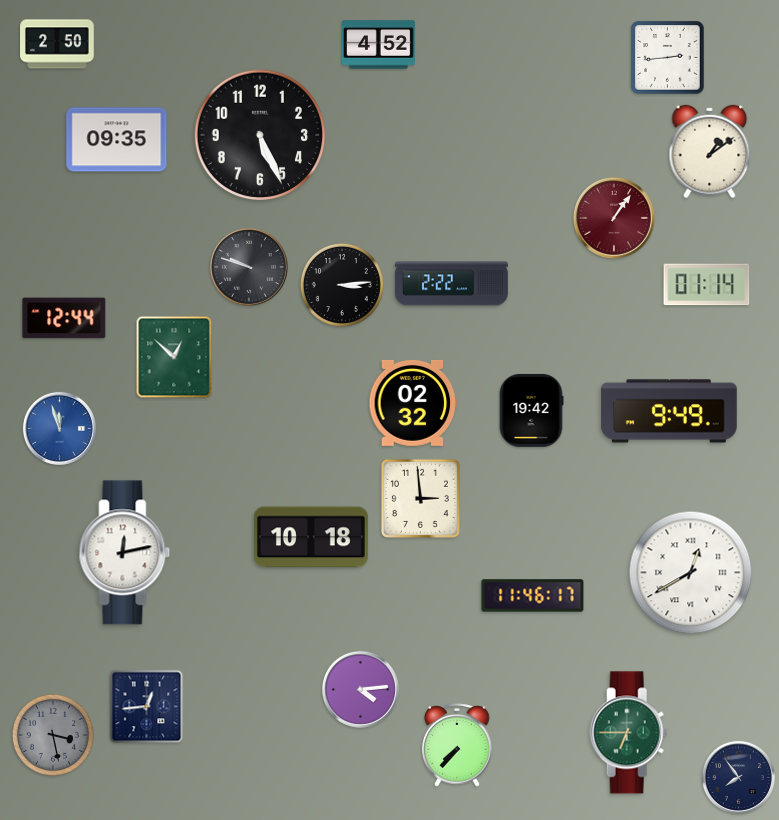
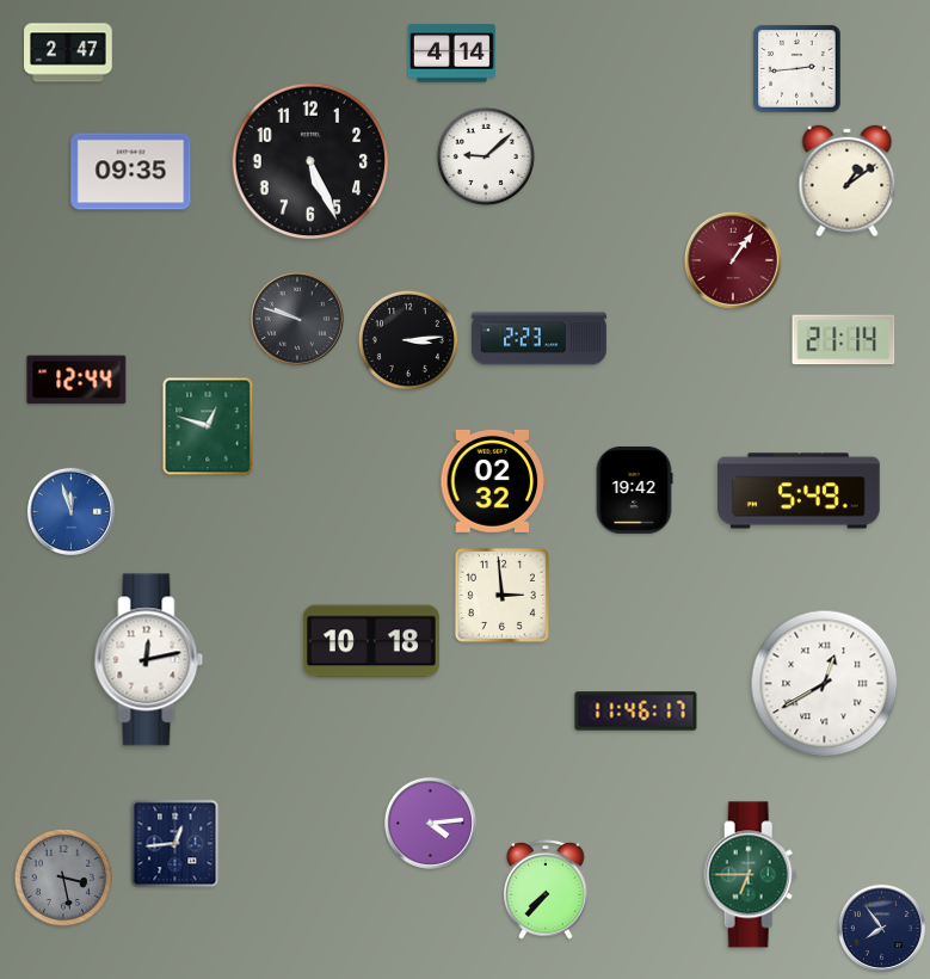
clock at (57, 44): 2:50 -> 2:47
clock at (378, 45): 4:52 -> 4:14
clock at (486, 156): none -> 9:08
clock at (117, 140) position: (117, 140) -> (131, 172)
clock at (451, 284): 2:22 -> 2:23
clock at (707, 285): 01:14 -> 21:14
clock at (174, 357): 12:52 -> 12:48
clock at (669, 411): 9:49 -> 5:49
